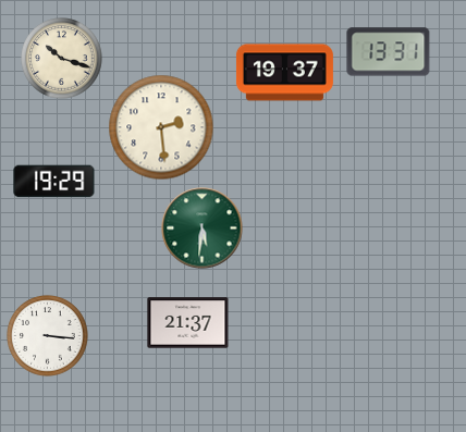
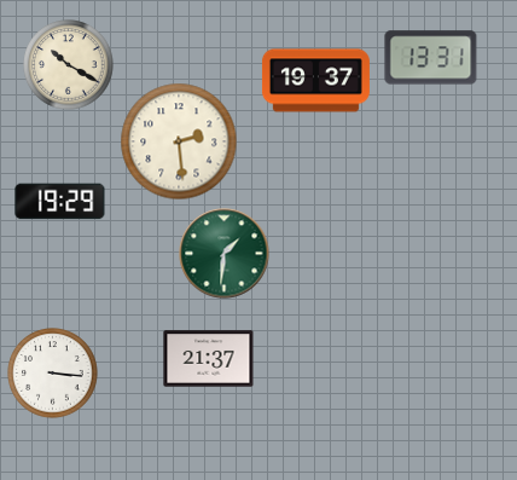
clock at (62, 59): 10:18 -> 10:20
clock at (203, 229): 5:31 -> 1:31
